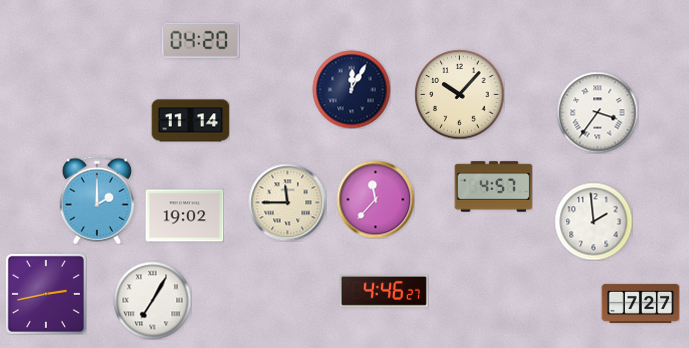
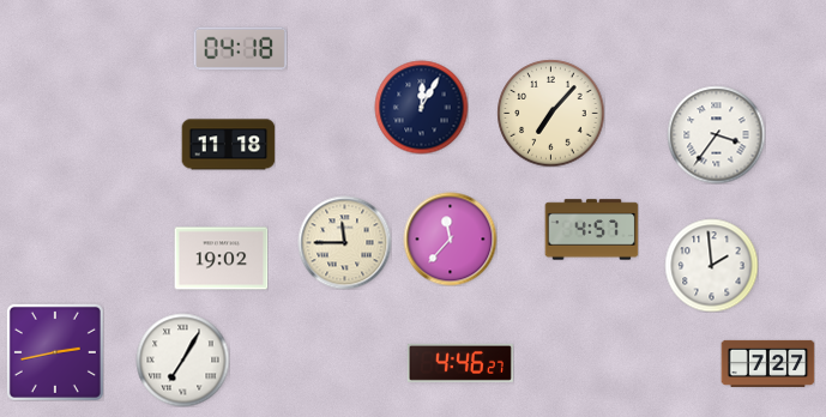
clock at (200, 41): 04:20 -> 04:18
clock at (459, 94): 10:07 -> 7:07
clock at (190, 121): 11:14 -> 11:18
clock at (493, 187) position: (493, 187) -> (591, 230)
clock at (97, 200): 2:00 -> none
clock at (384, 291) position: (384, 291) -> (460, 363)
